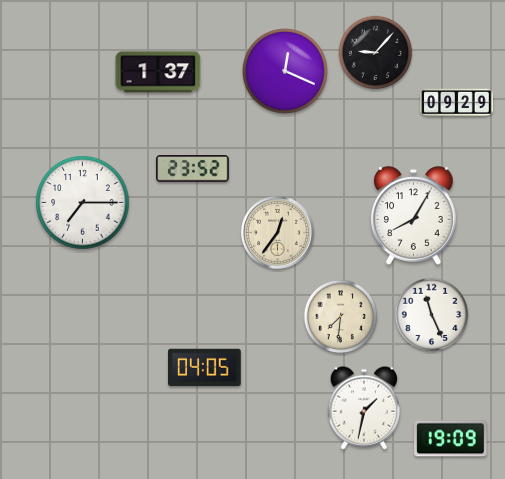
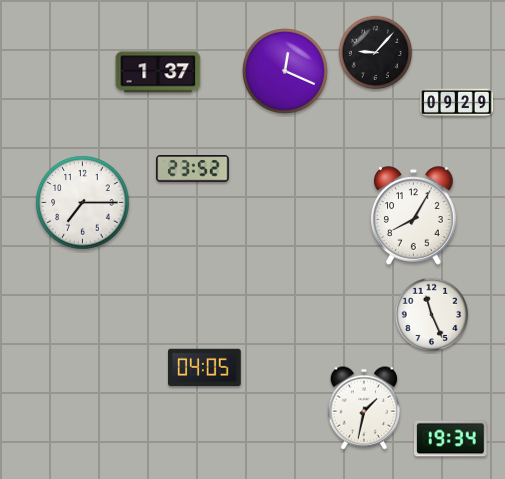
clock at (277, 232): 12:36 -> none
clock at (341, 317): 7:31 -> none
clock at (451, 439): 19:09 -> 19:34
